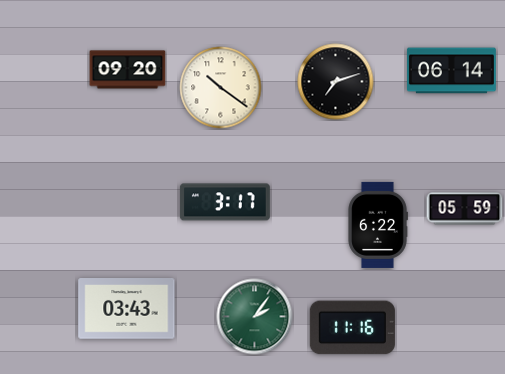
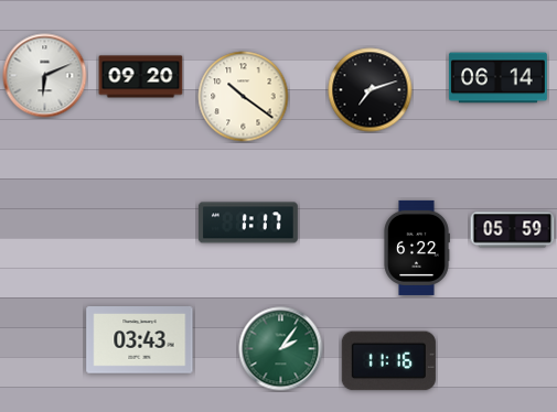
clock at (45, 76): none -> 6:11
clock at (225, 202): 3:17 -> 1:17
